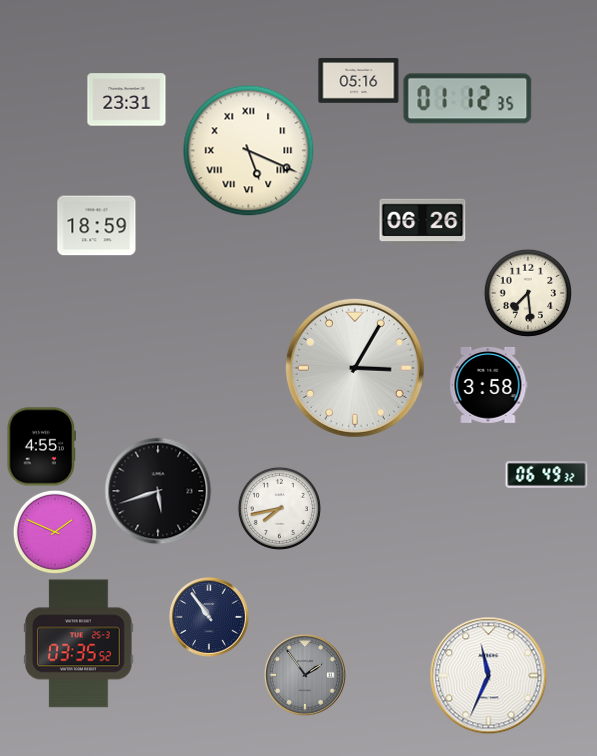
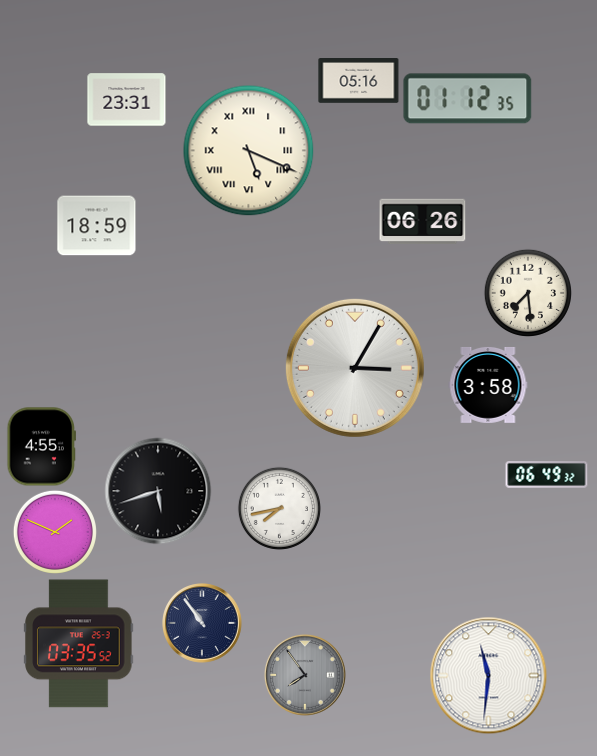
clock at (210, 618) position: (210, 618) -> (203, 624)
clock at (305, 675): 1:54 -> 7:54
clock at (489, 676): 11:34 -> 11:31
